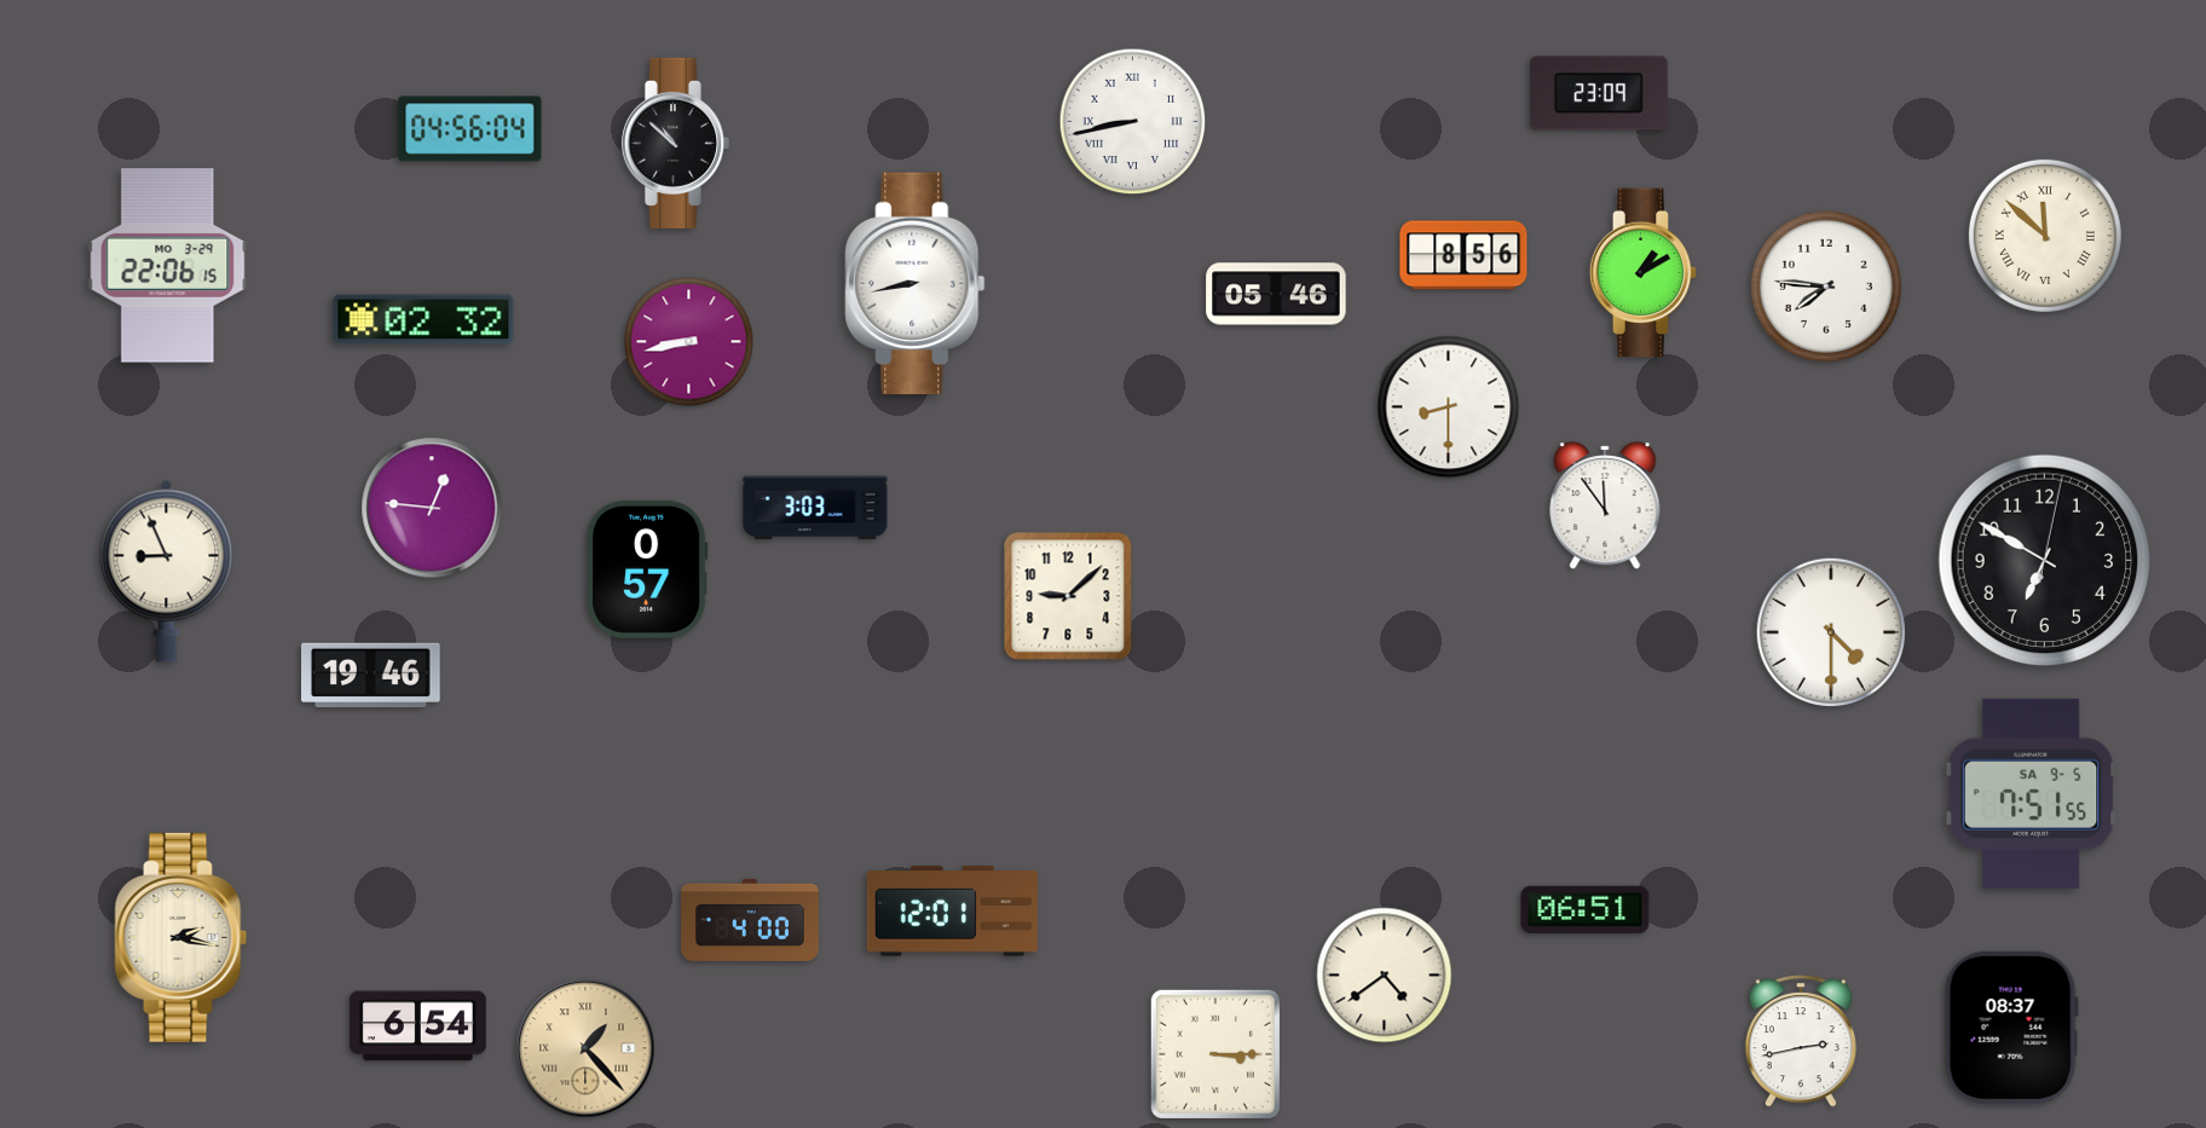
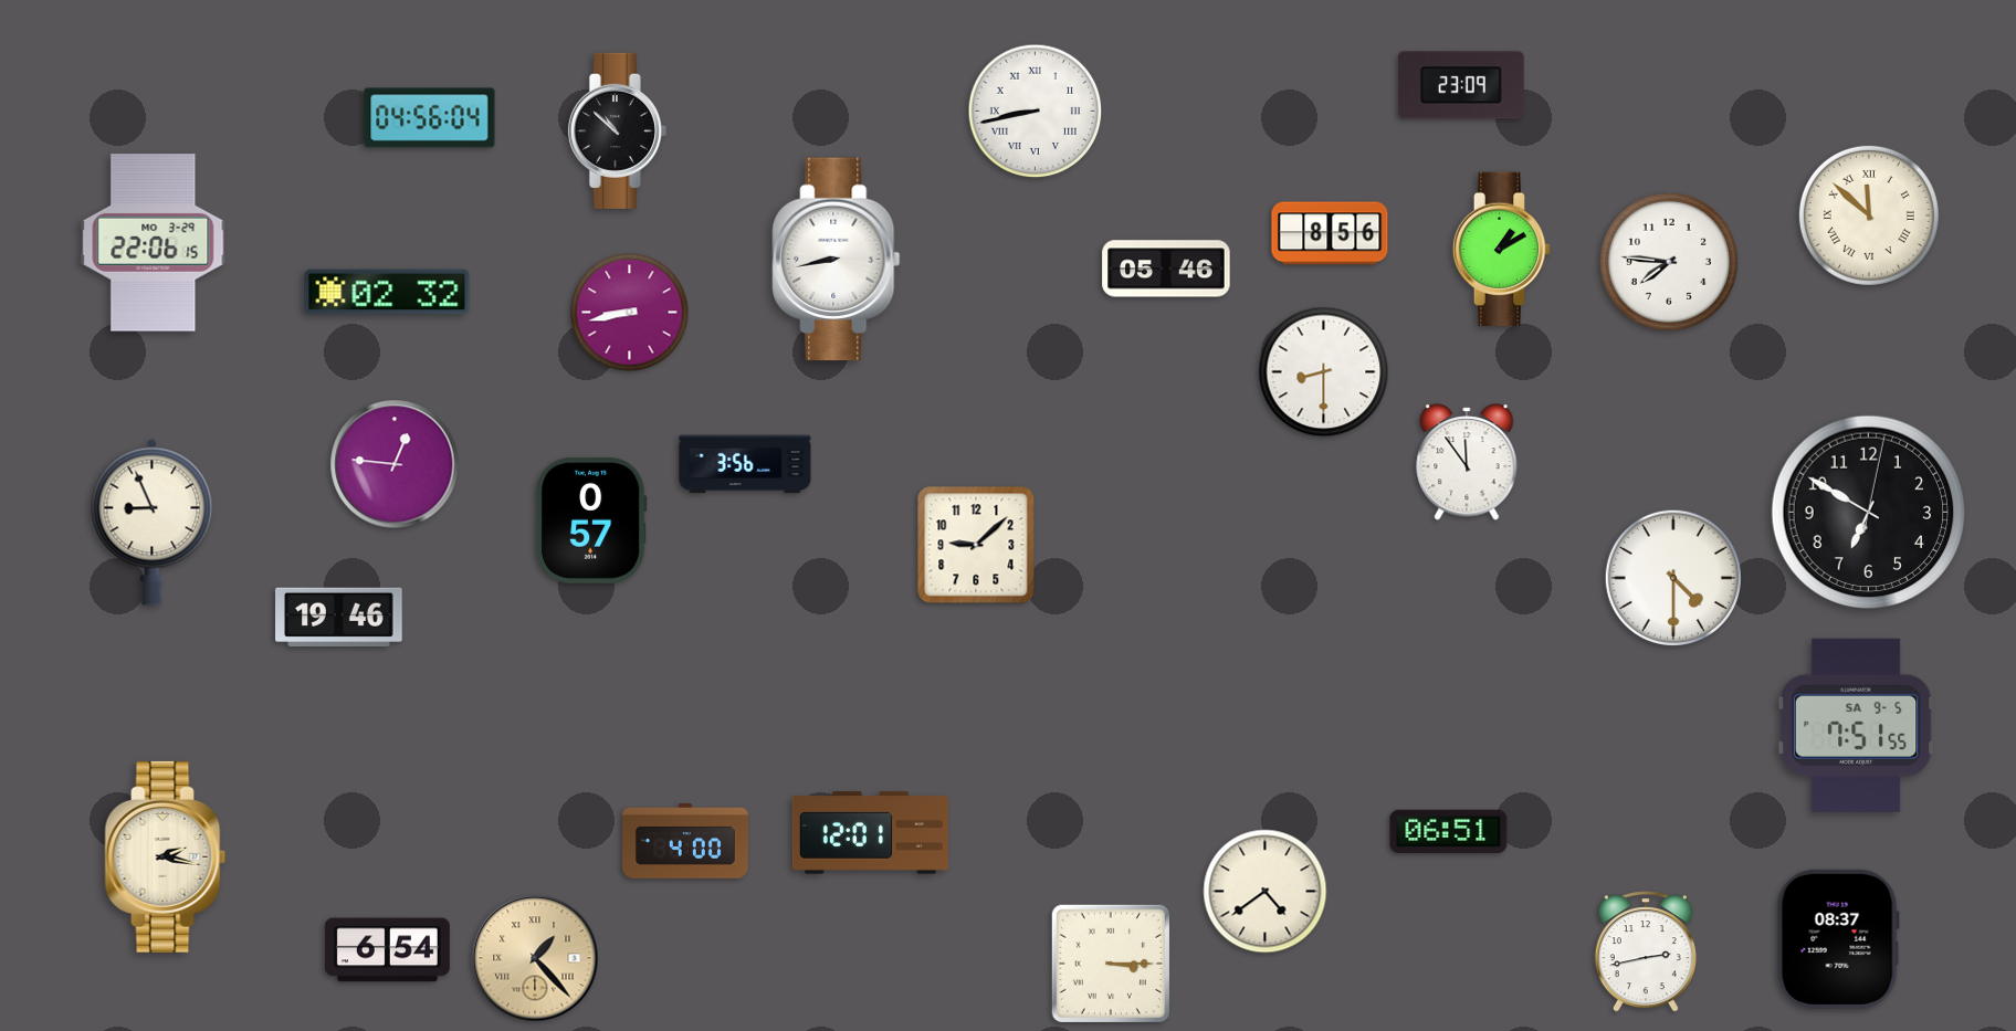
clock at (1463, 255) position: (1463, 255) -> (1330, 233)
clock at (815, 508): 3:03 -> 3:56
clock at (417, 1026) position: (417, 1026) -> (387, 950)
